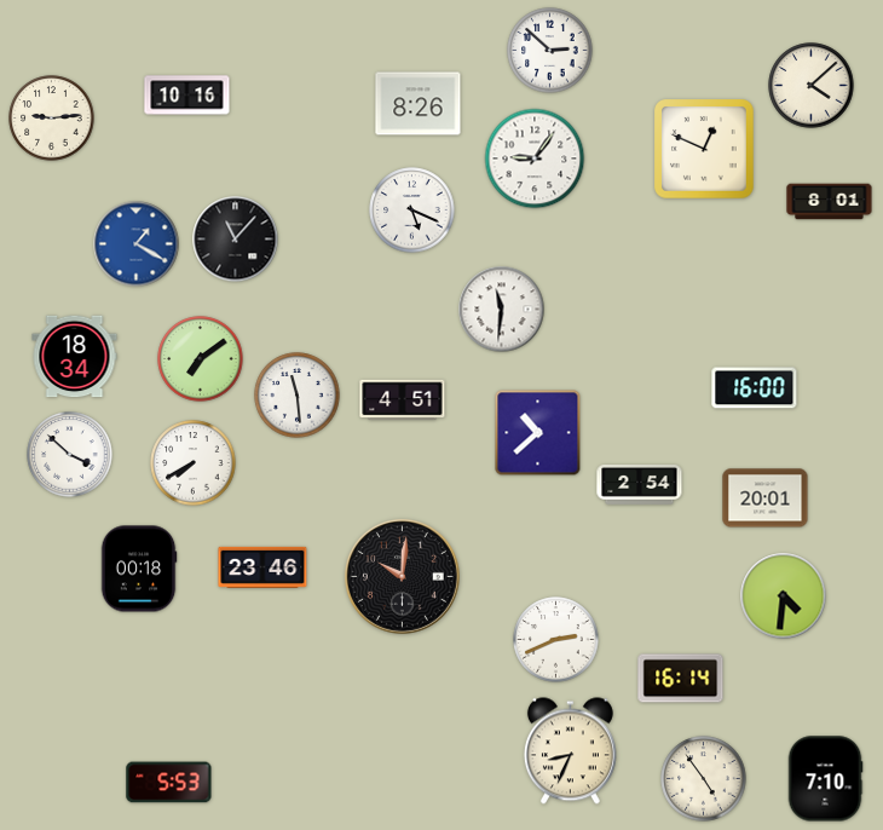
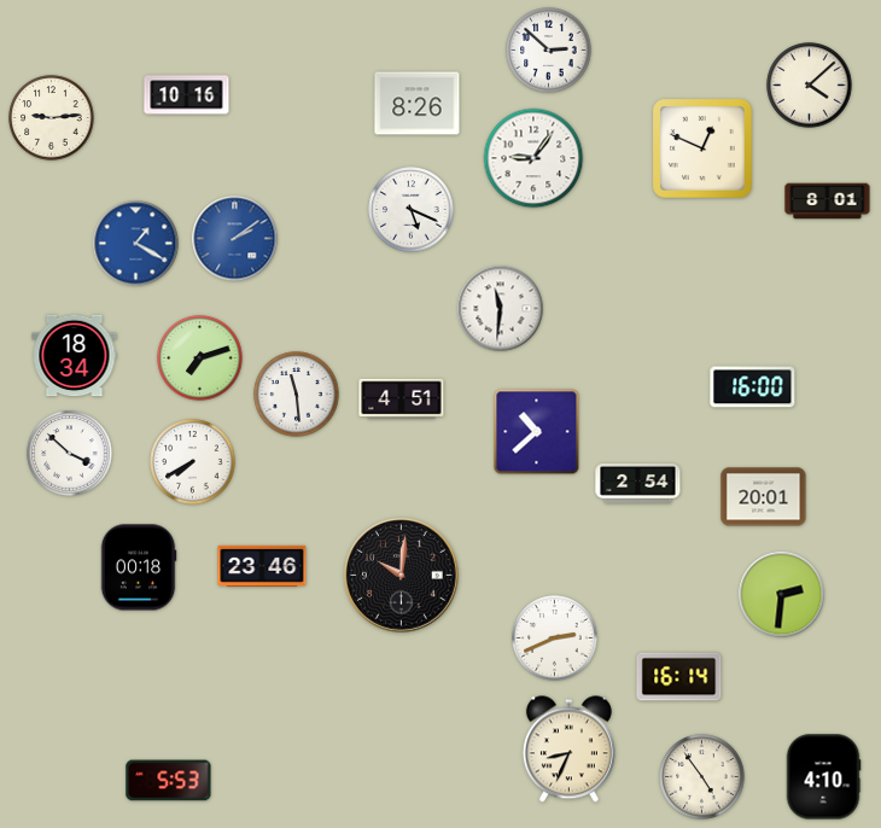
clock at (236, 240): 11:07 -> 2:09
clock at (236, 240) dial: black -> blue
clock at (201, 359): 7:09 -> 7:12
clock at (784, 596): 4:31 -> 2:31
clock at (825, 779): 7:10 -> 4:10
